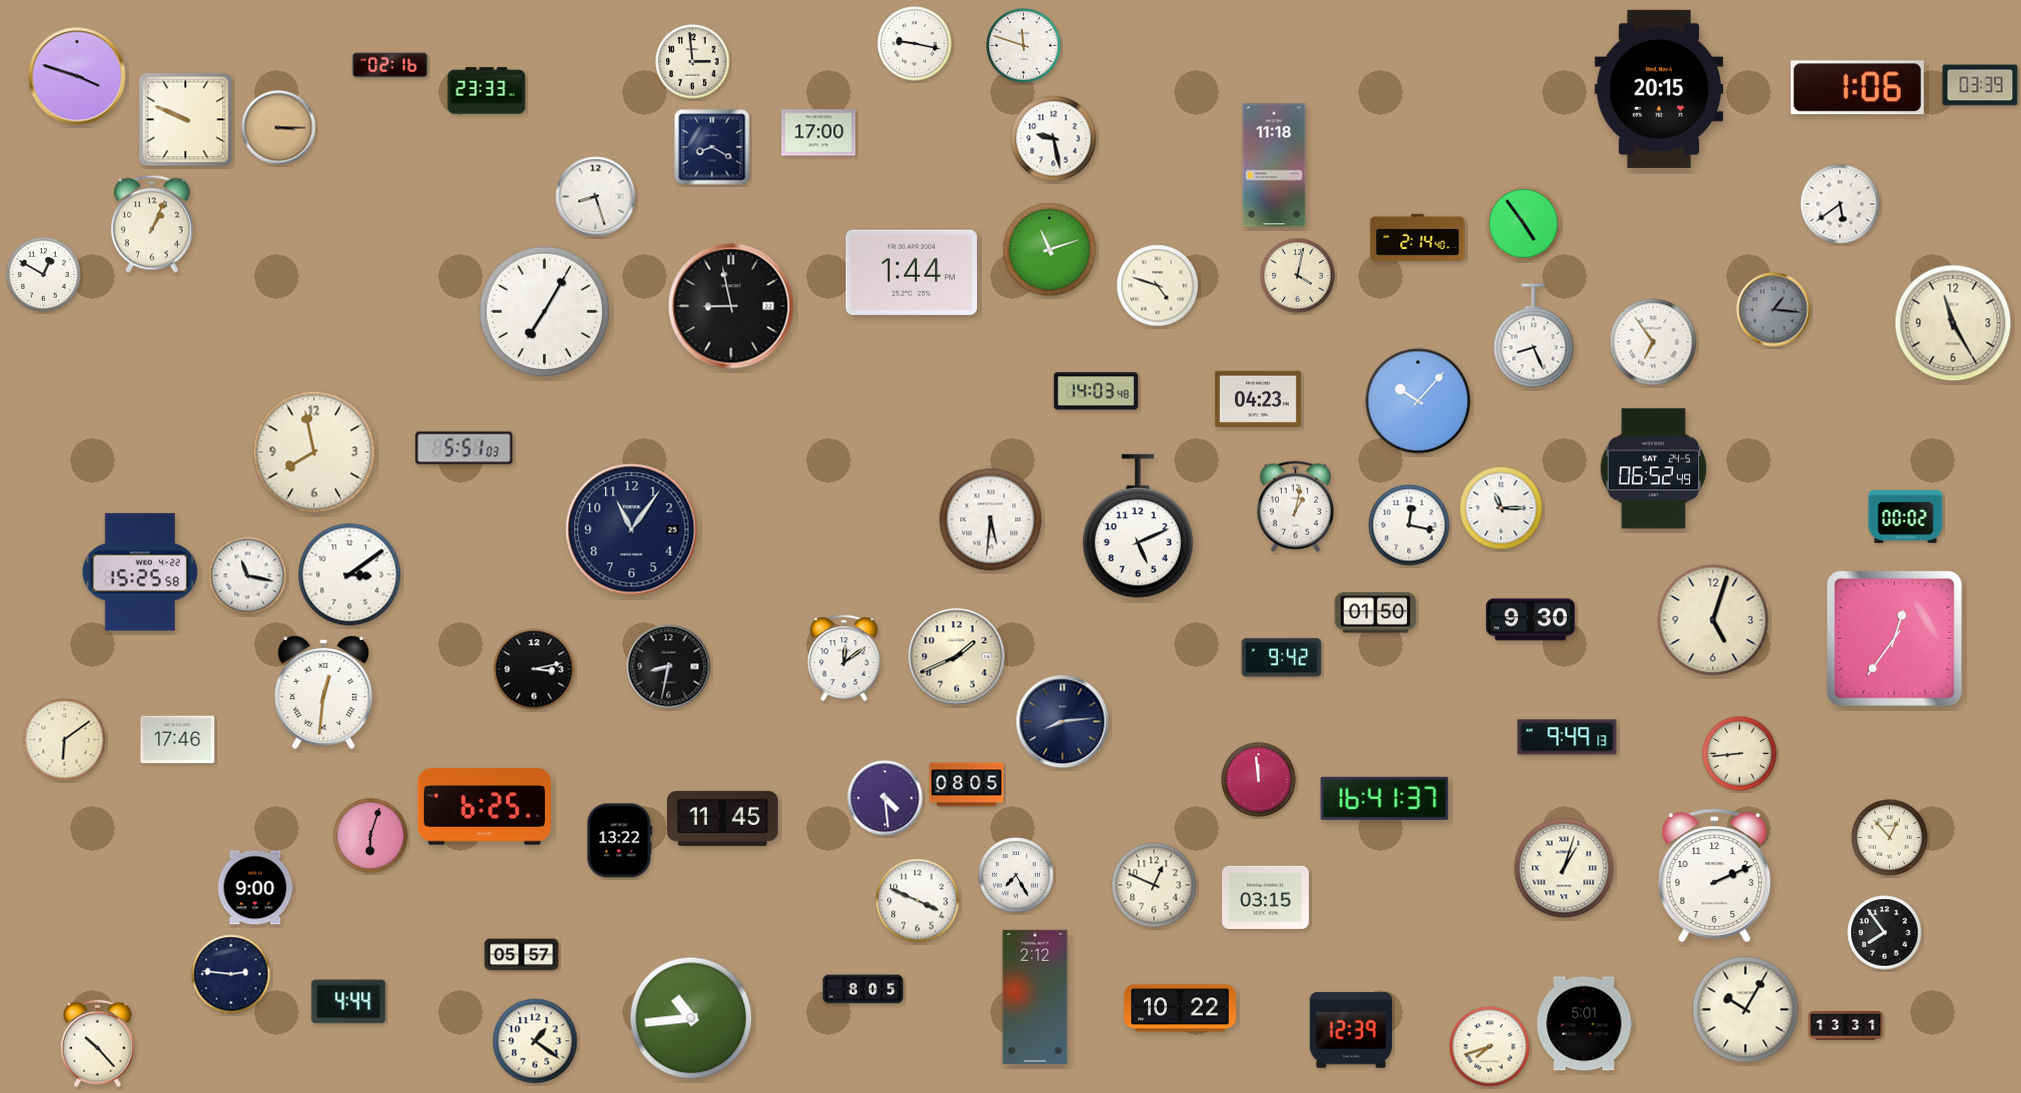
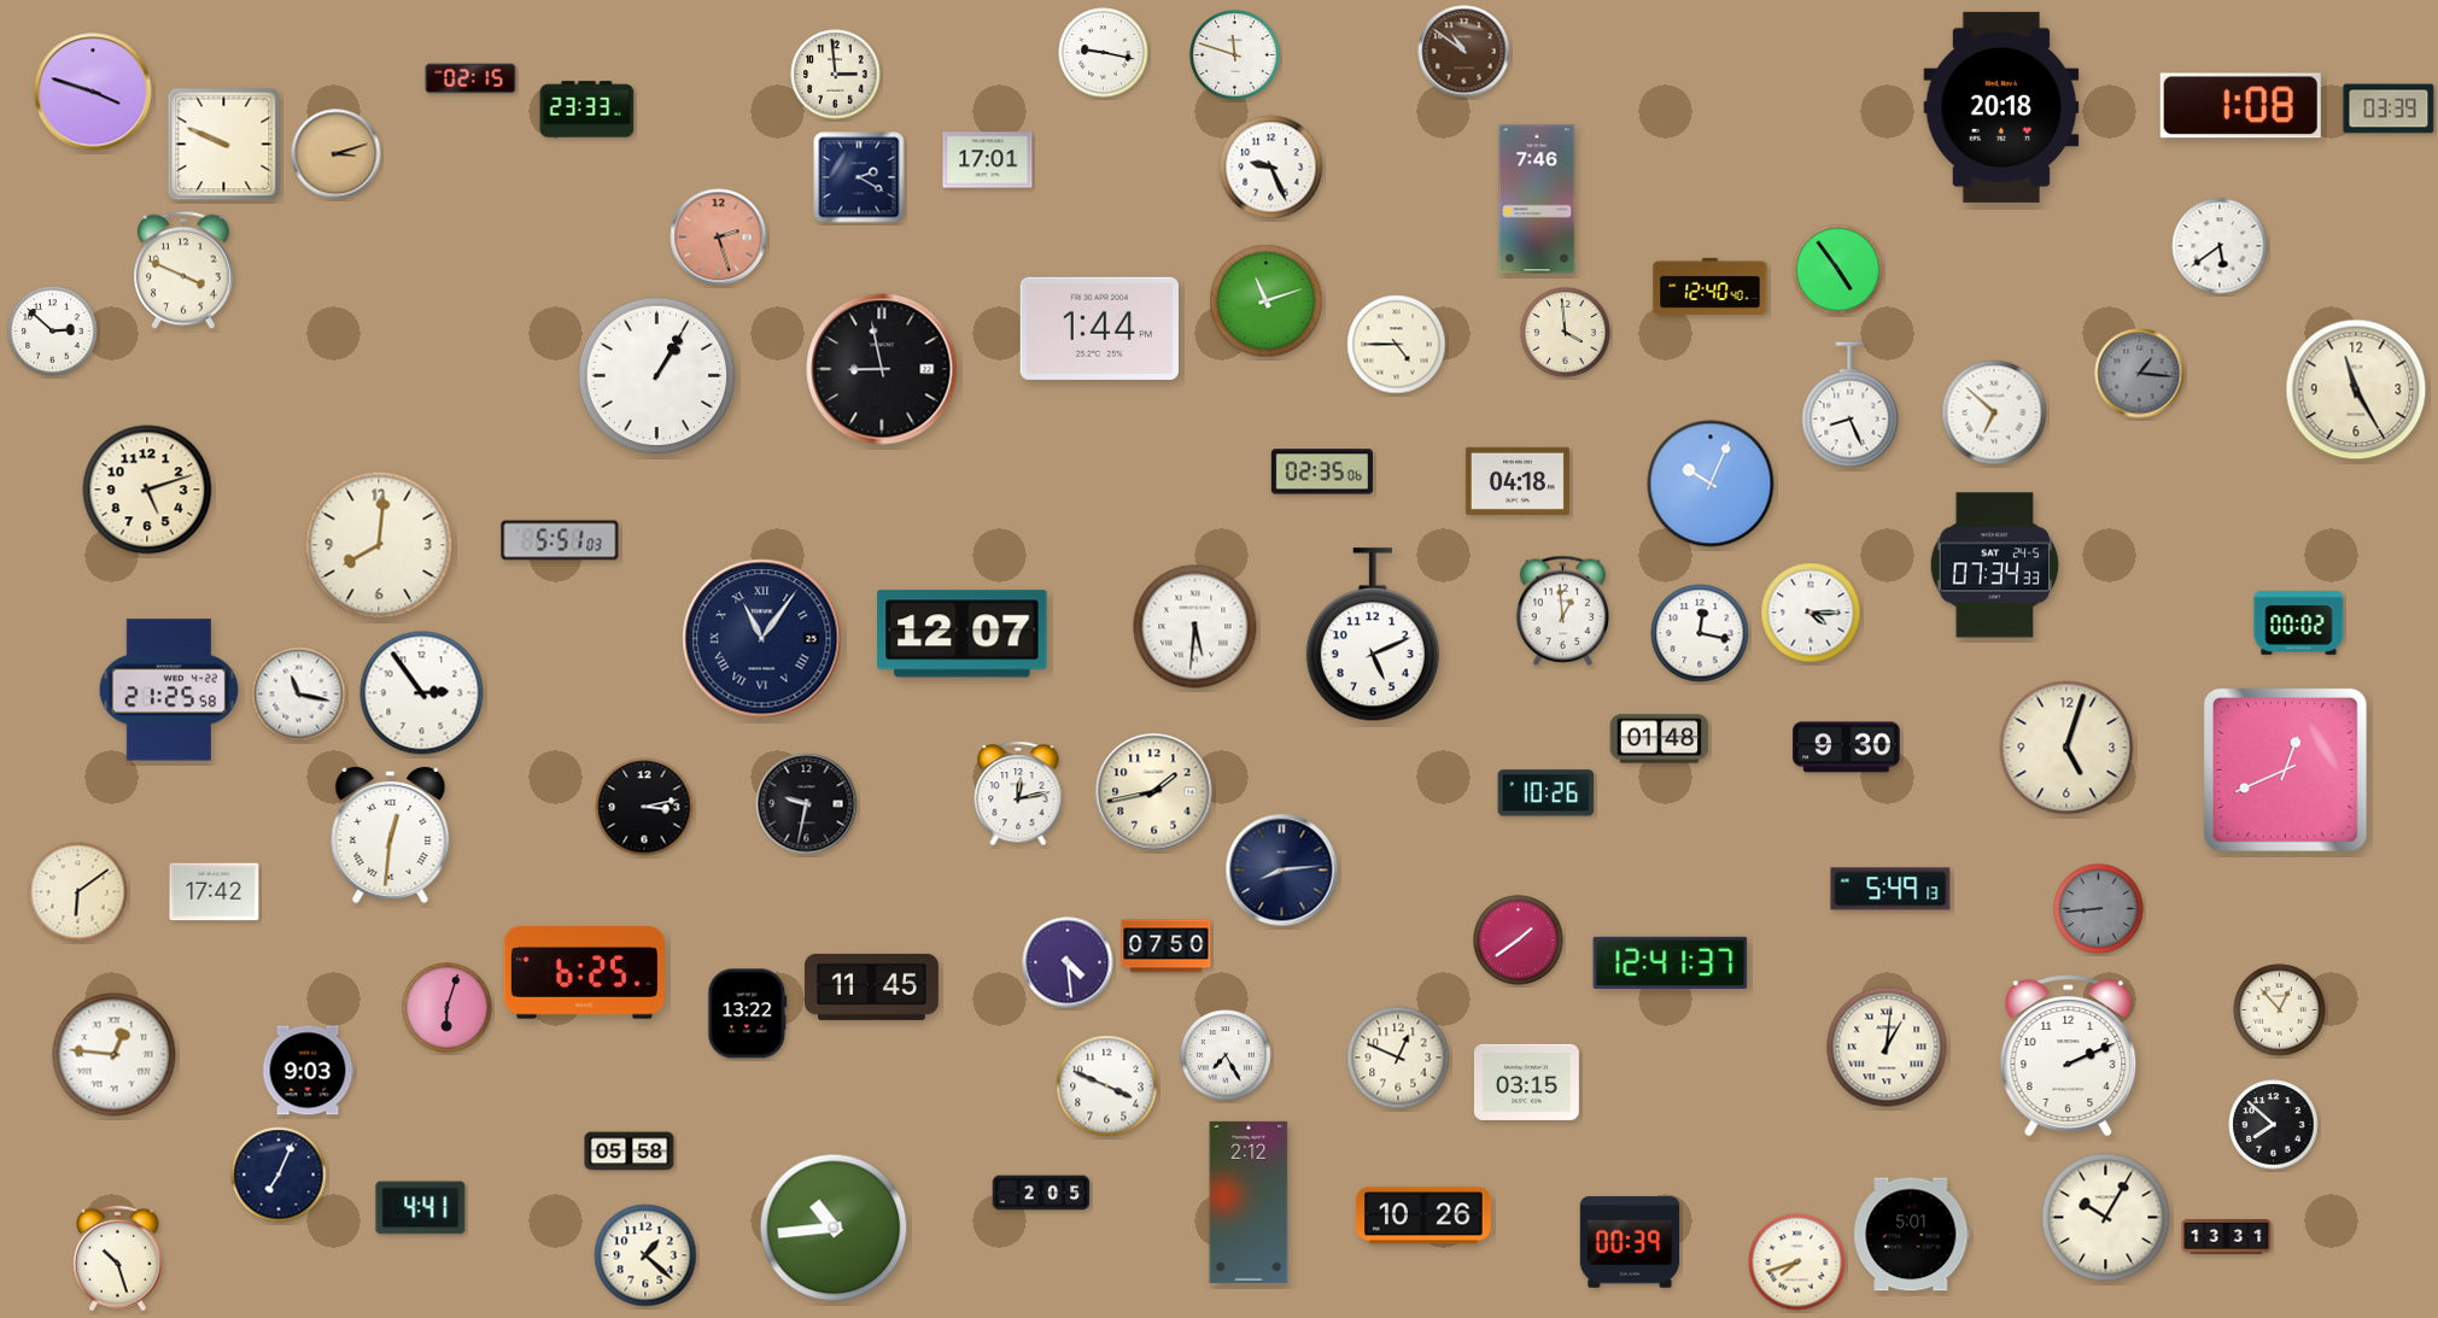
clock at (1464, 52): none -> 10:51
clock at (390, 65): 02:16 -> 02:15
clock at (1980, 85) position: (1980, 85) -> (2389, 109)
clock at (1857, 88): 1:06 -> 1:08
clock at (1659, 89): 20:15 -> 20:18
clock at (279, 128): 3:15 -> 3:12
clock at (819, 133): 17:00 -> 17:01
clock at (1054, 139): 9:28 -> 9:26
clock at (712, 147): 8:20 -> 2:20
clock at (1274, 165): 11:18 -> 7:46
clock at (596, 197): 8:27 -> 2:27
clock at (596, 197) dial: white -> salmon
clock at (153, 224): 1:04 -> 3:49
clock at (1418, 237): 2:14 -> 12:40
clock at (44, 275): 12:50 -> 2:52
clock at (1298, 276): 4:02 -> 3:59
clock at (1158, 286): 4:48 -> 4:45
clock at (545, 312): 7:05 -> 1:05
clock at (1653, 342): 6:54 -> 6:52
clock at (1096, 391): 14:03 -> 02:35
clock at (1258, 399): 04:23 -> 04:18
clock at (1418, 401): 10:07 -> 10:04
clock at (147, 490): none -> 5:12
clock at (314, 452): 7:58 -> 8:01
clock at (1654, 469): 06:52 -> 07:34
clock at (1295, 506): 1:02 -> 12:59
clock at (1501, 508): 11:15 -> 4:15
clock at (963, 634): none -> 12:07
clock at (632, 530) numerals: Arabic -> Roman
clock at (140, 572): 15:25 -> 21:25
clock at (350, 575): 3:09 -> 2:54
clock at (1376, 613): 01:50 -> 01:48
clock at (1894, 638): 12:36 -> 12:41
clock at (957, 657): 1:41 -> 1:43
clock at (844, 658): 12:09 -> 12:13
clock at (1282, 658): 9:42 -> 10:26
clock at (669, 667): 8:32 -> 9:32
clock at (1567, 737): 9:49 -> 5:49
clock at (178, 740): 17:46 -> 17:42
clock at (1740, 754) dial: cream -> grey
clock at (1259, 780): 11:59 -> 1:39
clock at (967, 785): 08:05 -> 07:50
clock at (1385, 798): 16:41 -> 12:41
clock at (1564, 868): 1:03 -> 1:01
clock at (115, 1055): none -> 12:46
clock at (1154, 885) position: (1154, 885) -> (1398, 1058)
clock at (255, 888): 9:00 -> 9:03
clock at (1885, 933): 7:54 -> 7:52
clock at (522, 955): 05:57 -> 05:58
clock at (231, 974): 2:46 -> 7:04
clock at (863, 989): 8:05 -> 2:05
clock at (349, 1002): 4:44 -> 4:41
clock at (1180, 1008): 10:22 -> 10:26
clock at (1351, 1030): 12:39 -> 00:39
clock at (535, 1041): 1:21 -> 1:22
clock at (98, 1044): 10:23 -> 10:27
